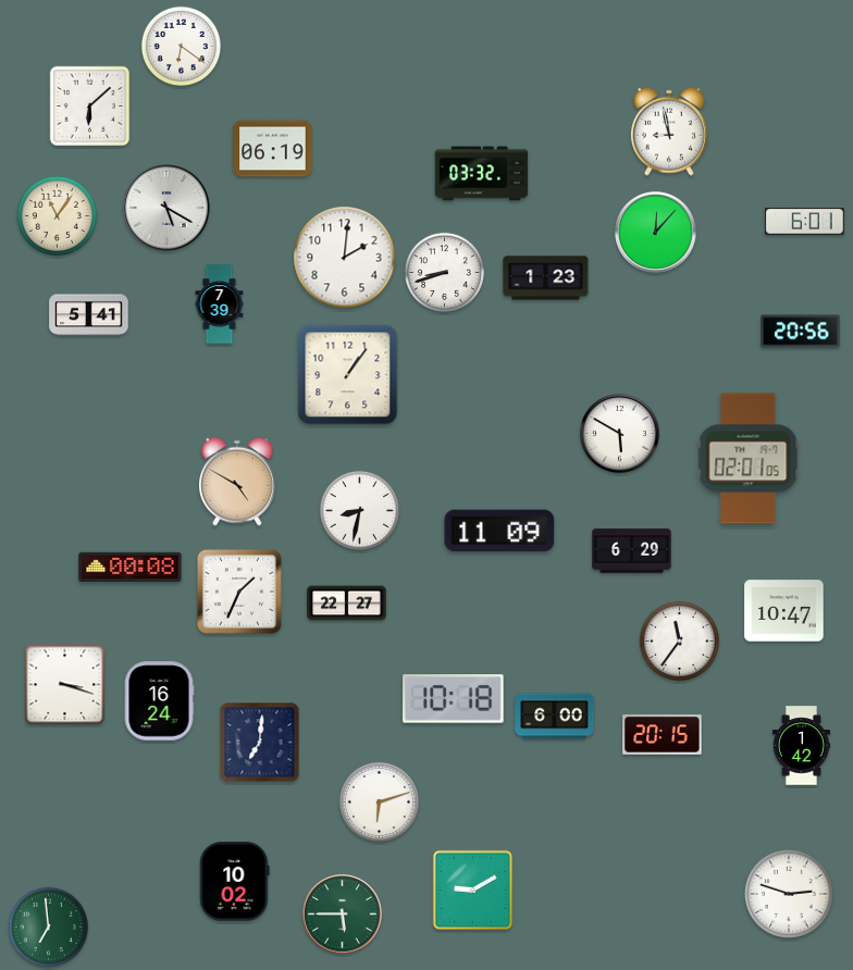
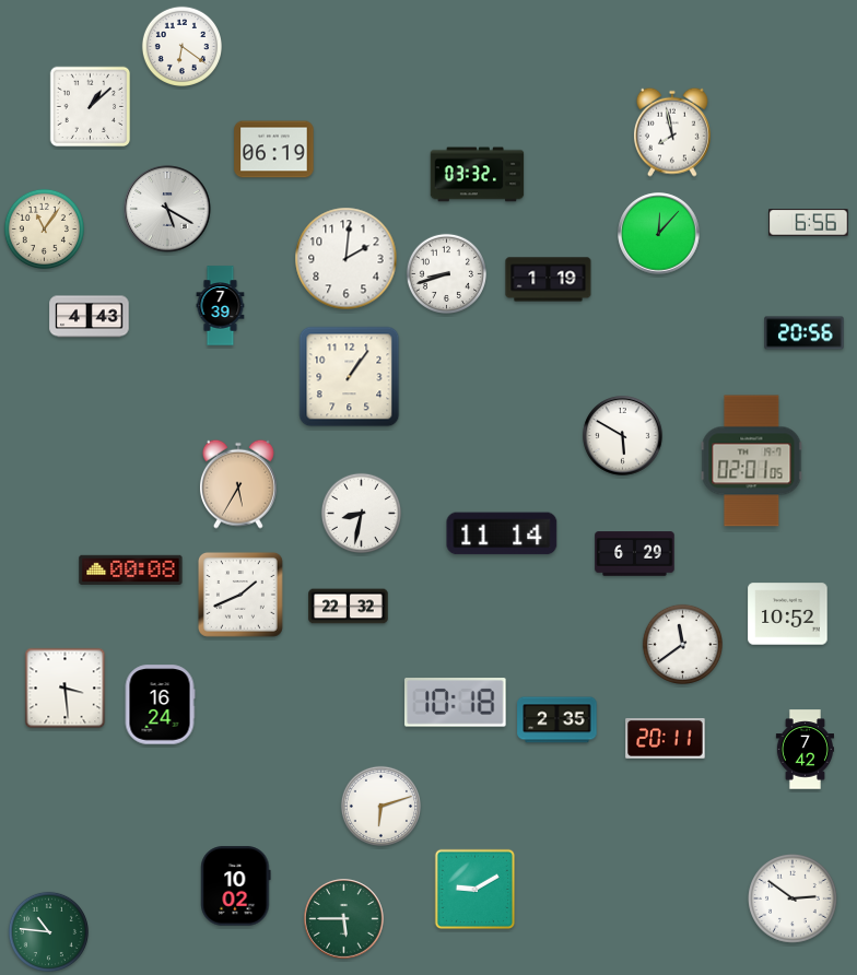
clock at (90, 107): 6:08 -> 1:08
clock at (669, 132): 8:58 -> 7:58
clock at (482, 174) position: (482, 174) -> (478, 175)
clock at (57, 215) position: (57, 215) -> (44, 228)
clock at (805, 222): 6:01 -> 6:56
clock at (546, 278): 1:23 -> 1:19
clock at (89, 315): 5:41 -> 4:43
clock at (237, 482): 4:50 -> 5:35
clock at (499, 531): 11:09 -> 11:14
clock at (239, 592): 1:34 -> 1:41
clock at (347, 604): 22:27 -> 22:32
clock at (784, 611): 10:47 -> 10:52
clock at (679, 641): 11:36 -> 11:39
clock at (65, 685): 3:18 -> 3:29
clock at (555, 717): 6:00 -> 2:35
clock at (663, 735): 20:15 -> 20:11
clock at (260, 743): 7:01 -> none
clock at (801, 746): 1:42 -> 7:42
clock at (473, 891) position: (473, 891) -> (476, 890)
clock at (790, 895): 2:48 -> 2:51
clock at (48, 927): 6:59 -> 10:46
